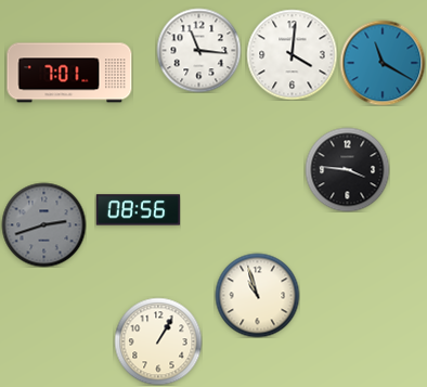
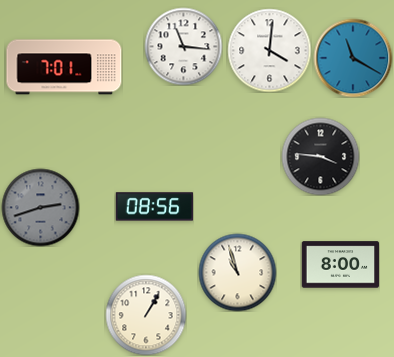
clock at (138, 210) position: (138, 210) -> (154, 207)
clock at (340, 265): none -> 8:00
